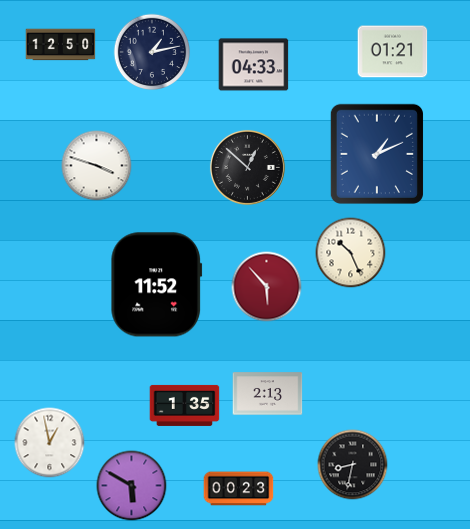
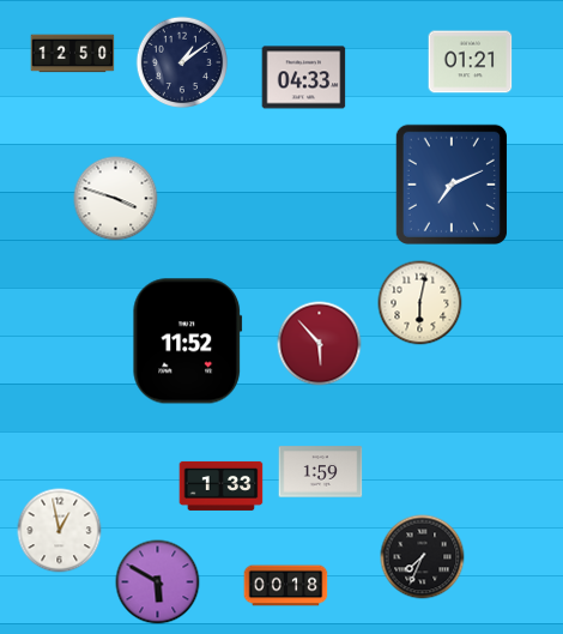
clock at (152, 52): 1:13 -> 1:09
clock at (377, 154): 1:11 -> 7:11
clock at (247, 167): 12:52 -> none
clock at (351, 253): 10:26 -> 6:02
clock at (268, 394): 2:13 -> 1:59
clock at (185, 405): 1:35 -> 1:33
clock at (353, 465): 8:32 -> 7:34
clock at (239, 489): 00:23 -> 00:18
